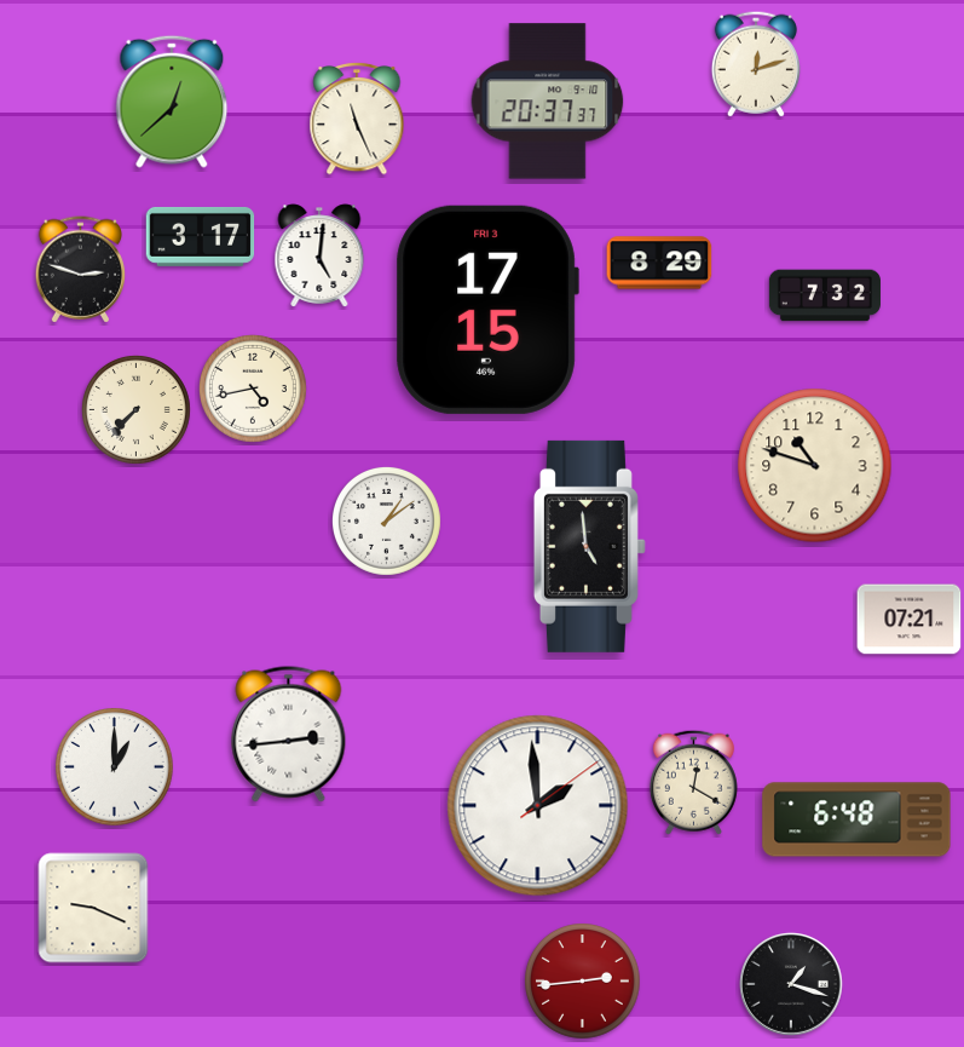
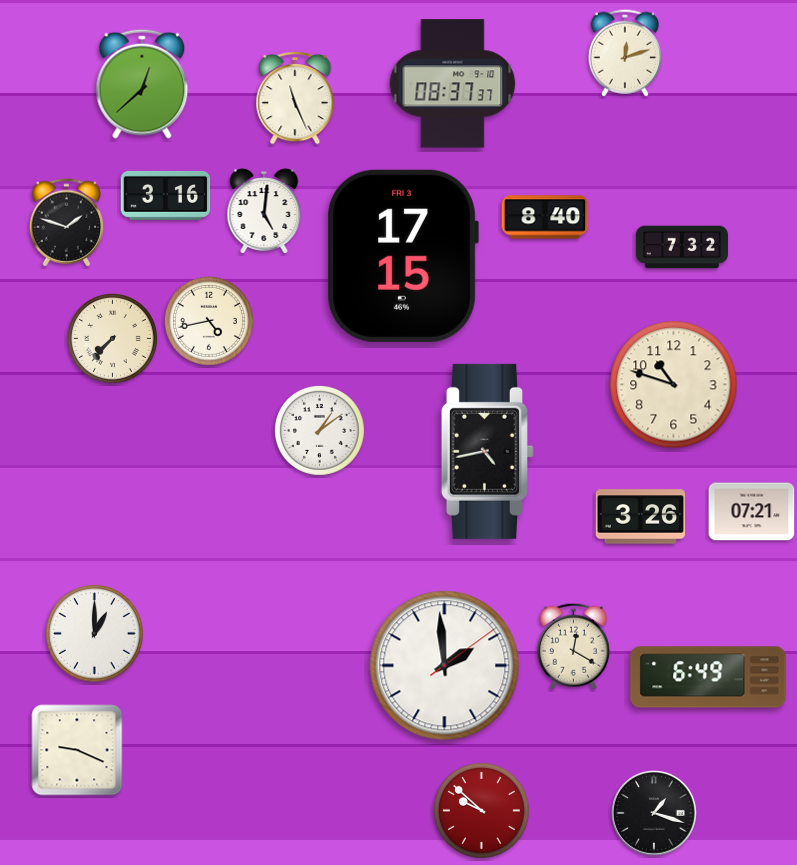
clock at (548, 102): 20:37 -> 08:37
clock at (201, 236): 3:17 -> 3:16
clock at (659, 263): 8:29 -> 8:40
clock at (81, 270): 2:48 -> 1:48
clock at (825, 295) position: (825, 295) -> (682, 247)
clock at (589, 546): 4:59 -> 4:43
clock at (641, 517): none -> 3:26
clock at (289, 735): 2:44 -> none
clock at (856, 819): 6:48 -> 6:49
clock at (583, 982): 2:44 -> 9:52
